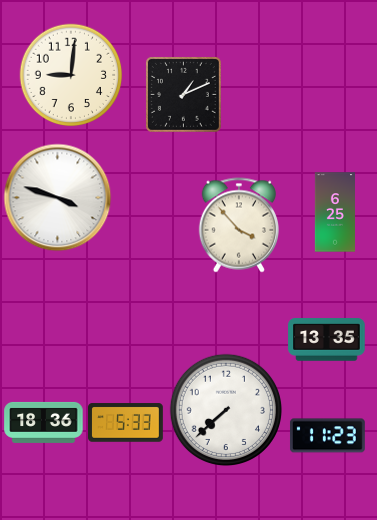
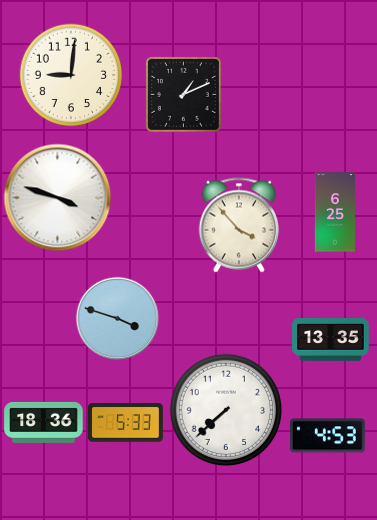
clock at (118, 319): none -> 3:48
clock at (327, 340) position: (327, 340) -> (331, 340)
clock at (327, 436): 11:23 -> 4:53
